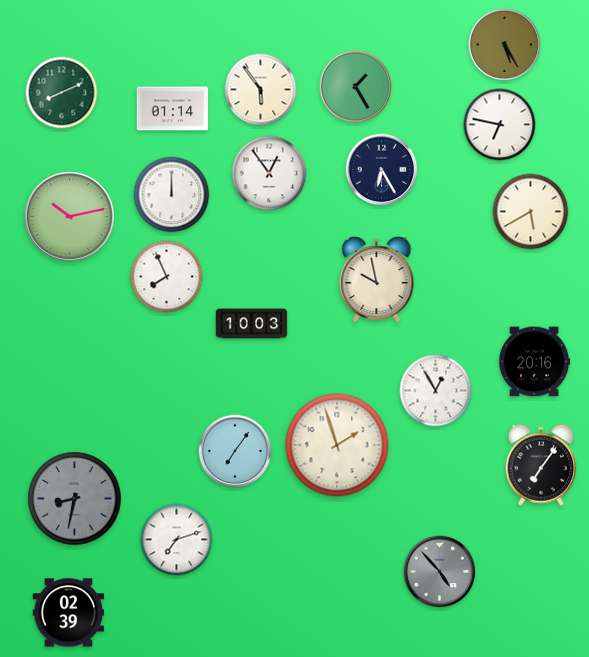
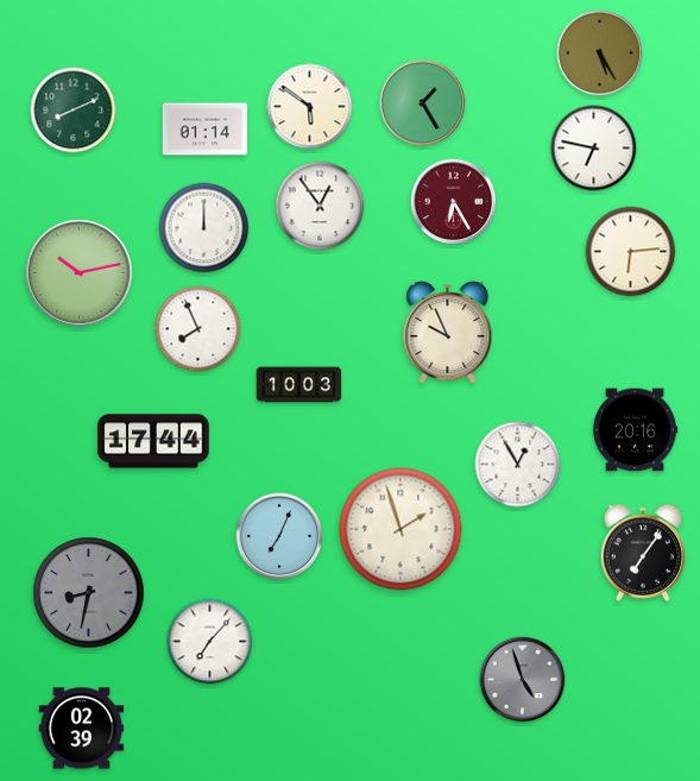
clock at (261, 90): 5:54 -> 5:51
clock at (382, 170) dial: navy -> burgundy
clock at (172, 195) position: (172, 195) -> (204, 228)
clock at (531, 212): 5:40 -> 6:14
clock at (70, 217) position: (70, 217) -> (80, 273)
clock at (377, 280): 9:58 -> 9:56
clock at (153, 441): none -> 17:44
clock at (235, 451): 7:06 -> 7:04
clock at (177, 540): 7:12 -> 7:07
clock at (440, 572): 4:53 -> 4:57
